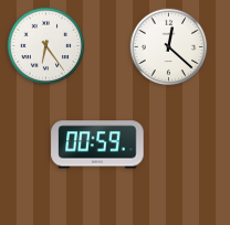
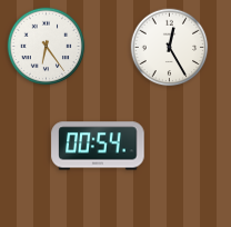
clock at (169, 47): 12:22 -> 12:25
clock at (97, 144): 00:59 -> 00:54
